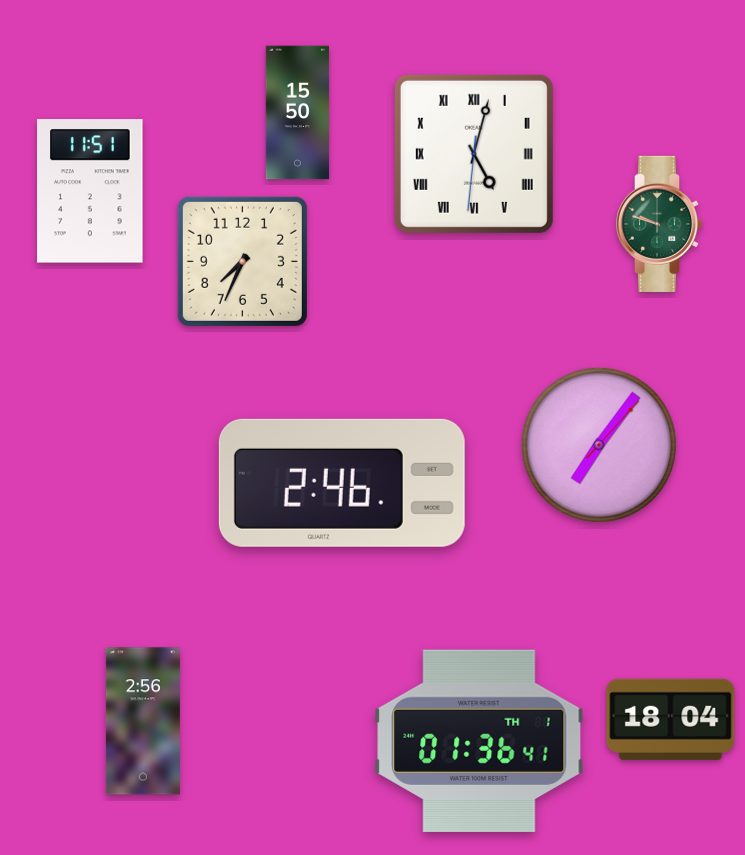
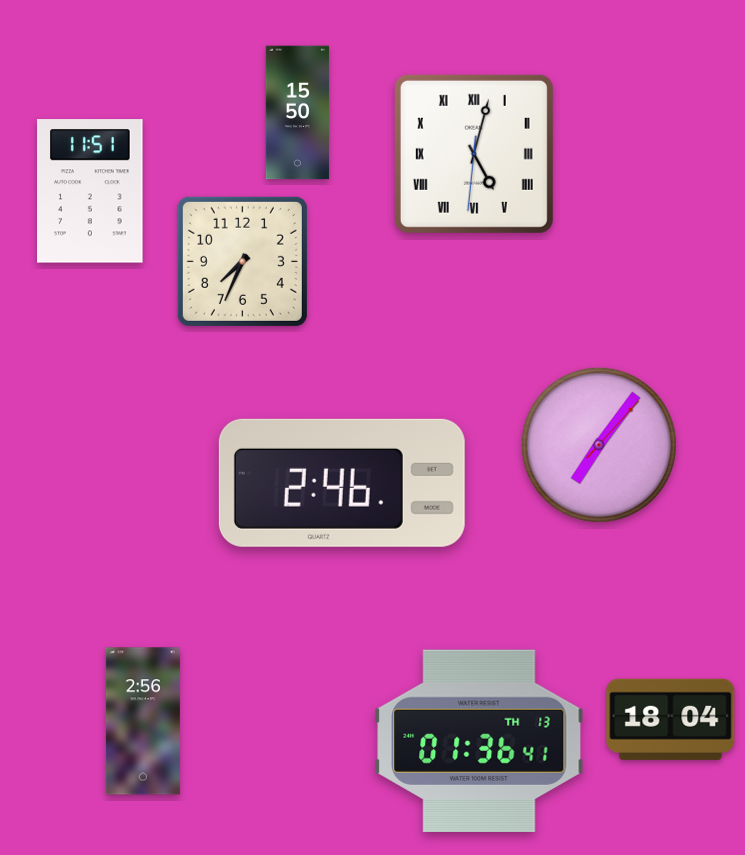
clock at (659, 224): 9:48 -> none
clock at (479, 741) date: TH 1 -> TH 13
